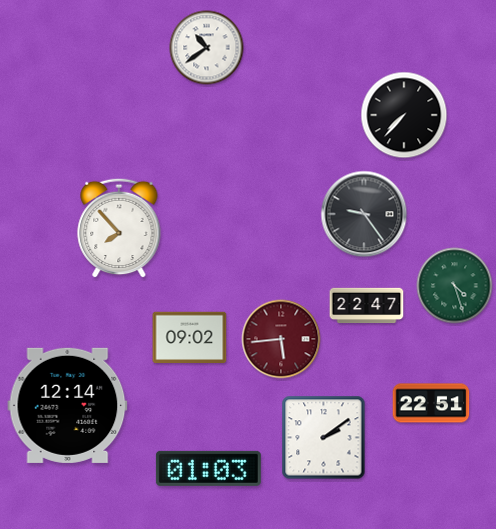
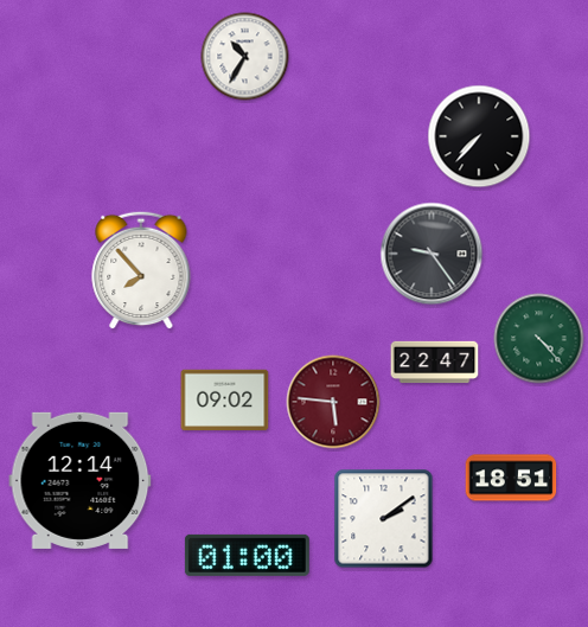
clock at (207, 48): 10:39 -> 10:35
clock at (455, 286): 4:27 -> 4:23
clock at (281, 339): 5:44 -> 5:46
clock at (431, 403): 22:51 -> 18:51
clock at (208, 468): 01:03 -> 01:00
